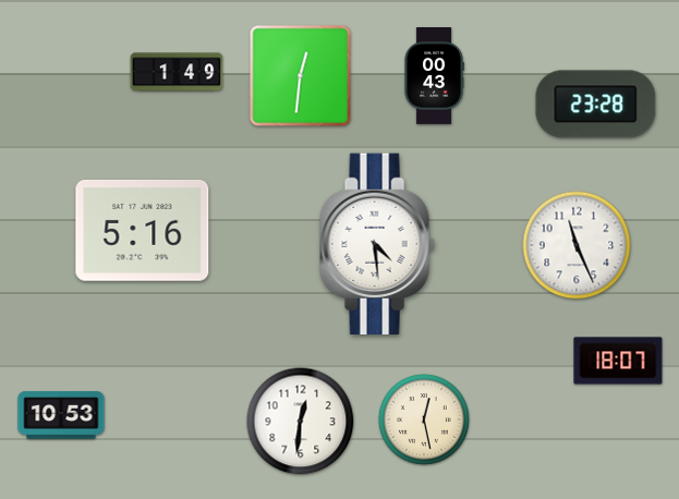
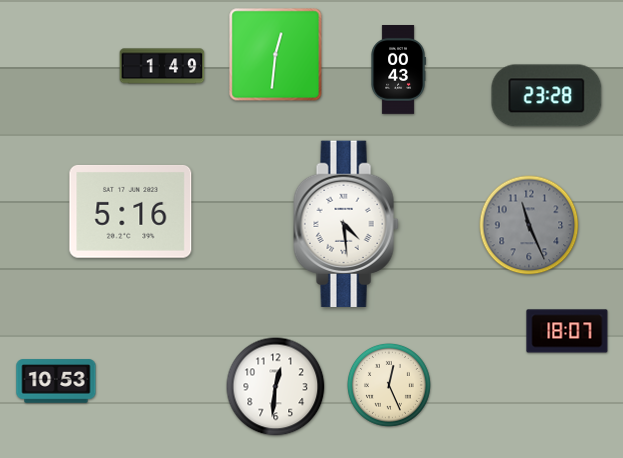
clock at (301, 76) position: (301, 76) -> (276, 55)
clock at (577, 245) dial: white -> grey
clock at (424, 419): 12:28 -> 12:26
